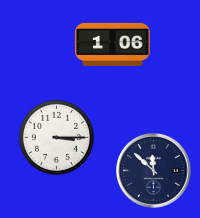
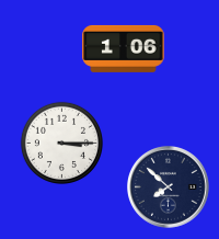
clock at (56, 137) position: (56, 137) -> (61, 143)
clock at (154, 171): 11:52 -> 7:52
